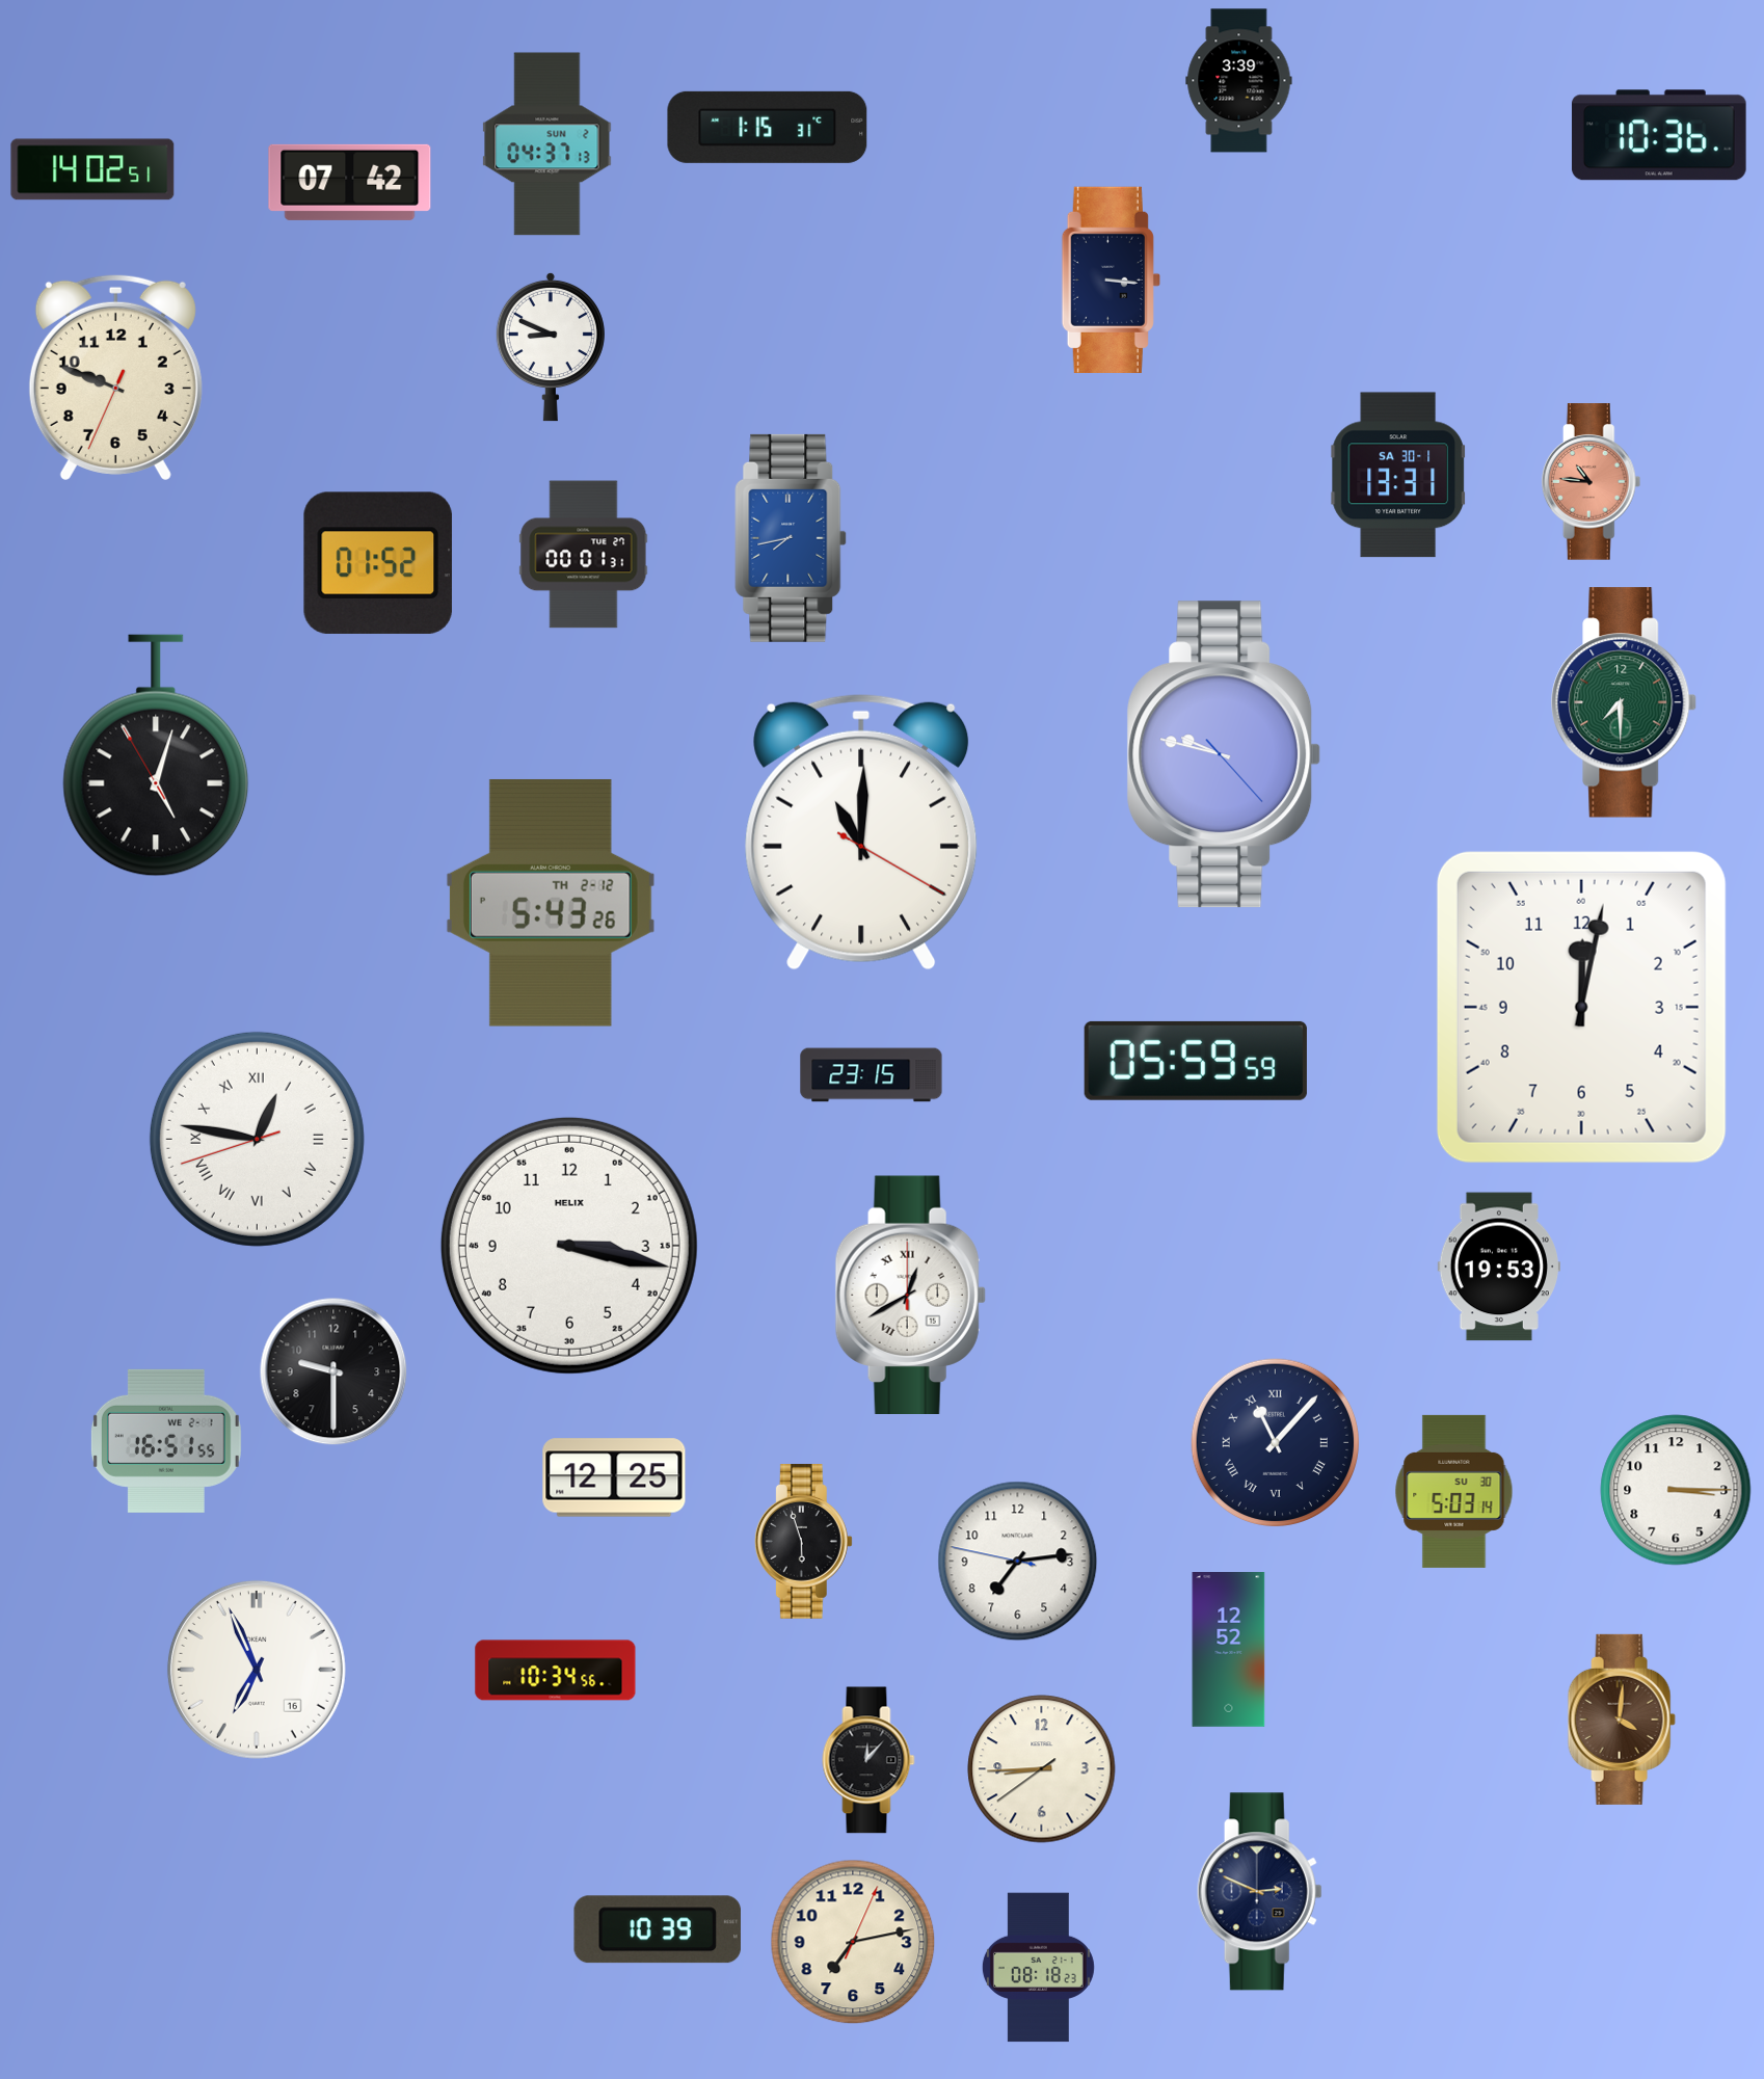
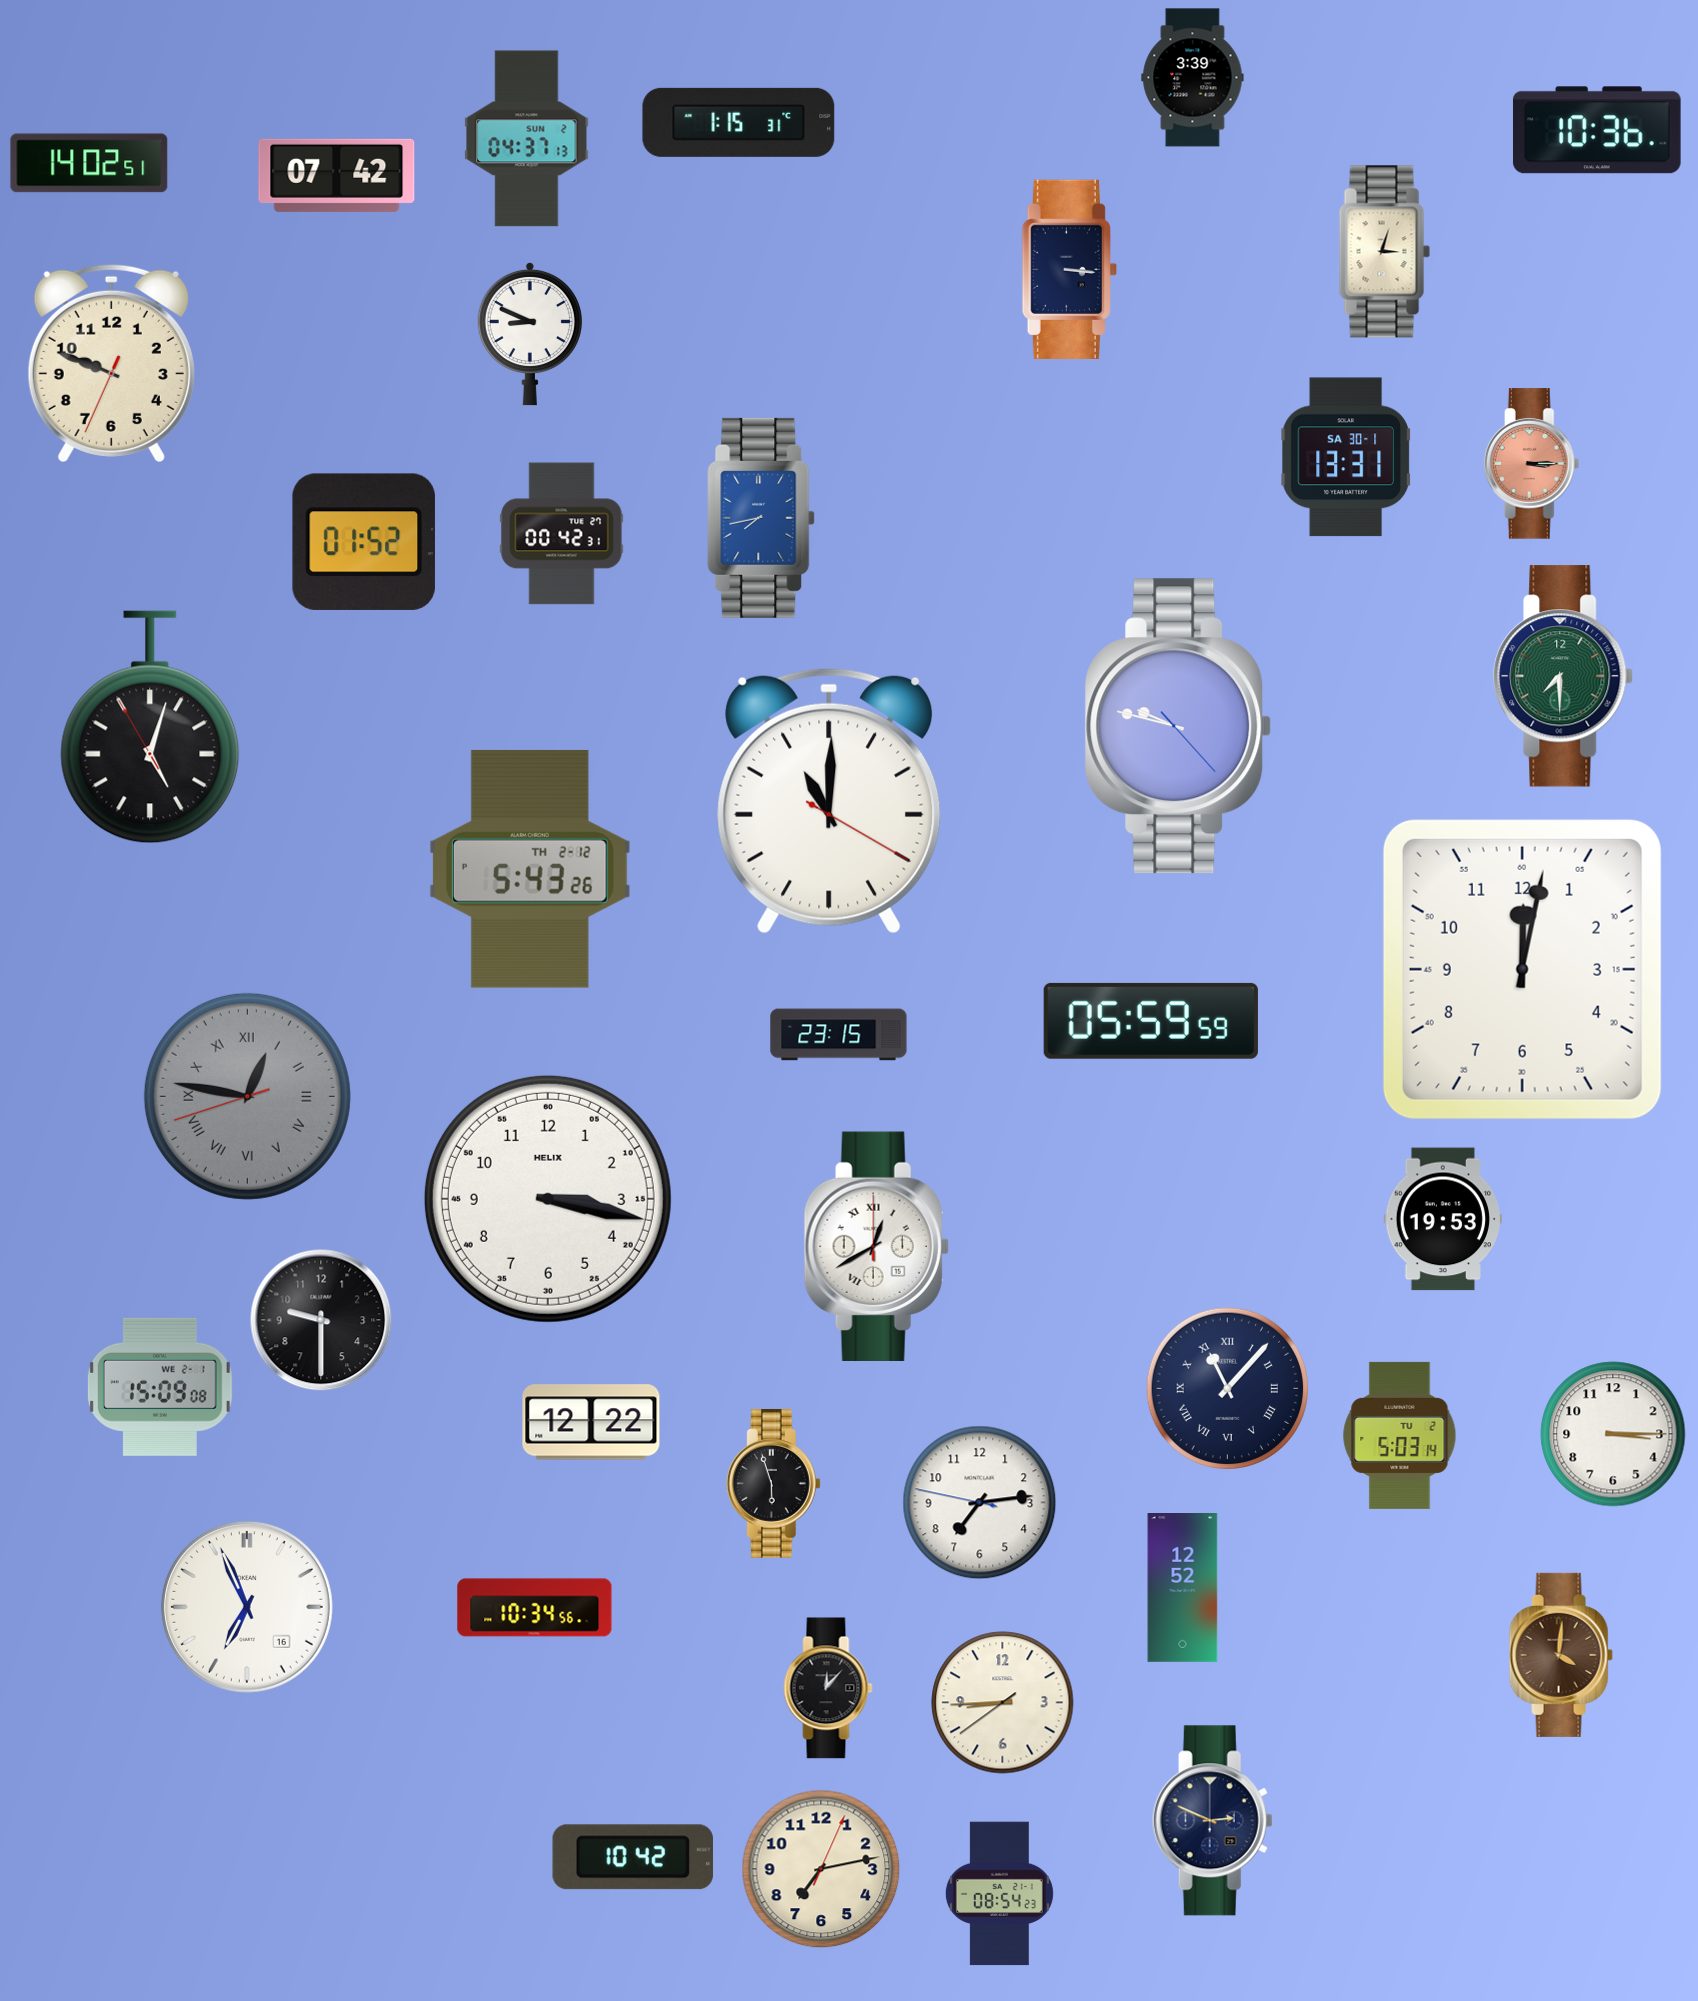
clock at (1385, 252): none -> 3:03
clock at (1592, 482): 10:46 -> 3:15
clock at (584, 555): 00:01 -> 00:42
clock at (257, 1139) dial: white -> grey
clock at (166, 1441): 16:51 -> 15:09
clock at (614, 1477): 12:25 -> 12:22
clock at (1454, 1491) date: SU 30 -> TU 2
clock at (868, 1760) position: (868, 1760) -> (828, 1688)
clock at (658, 1929): 10:39 -> 10:42
clock at (1038, 1968): 08:18 -> 08:54
